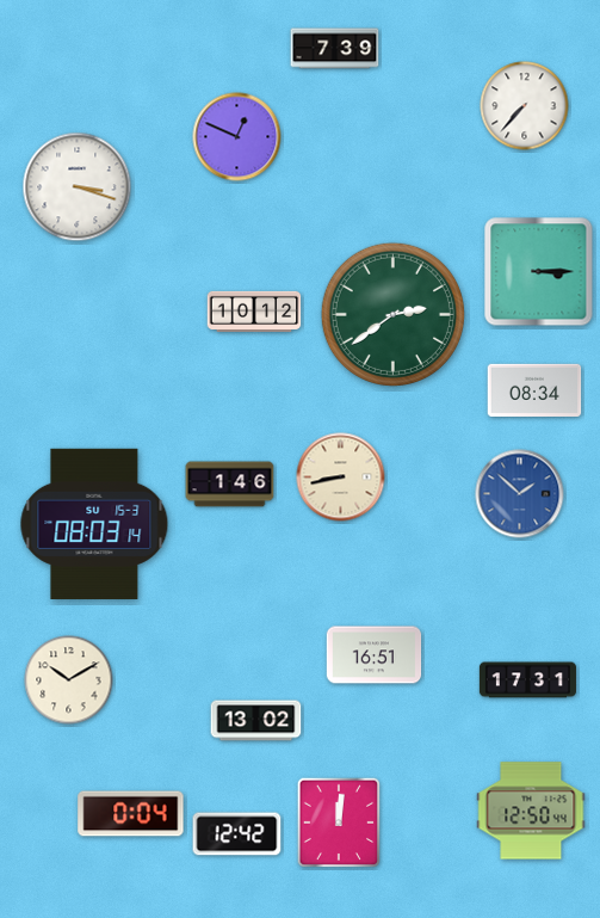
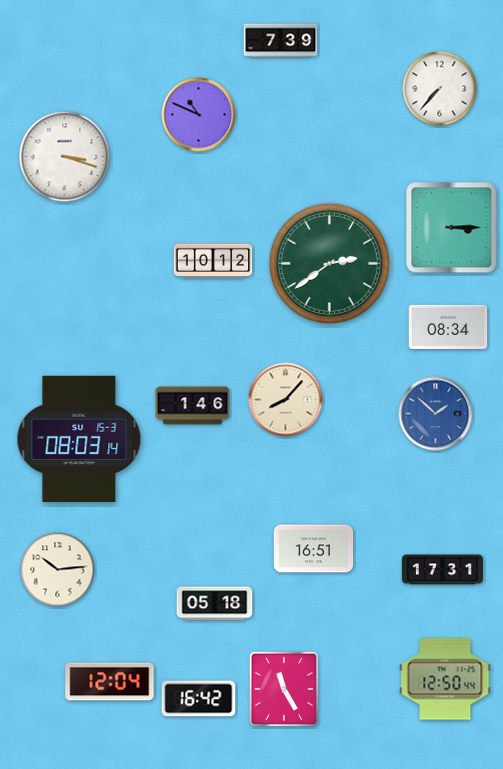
clock at (237, 137): 12:49 -> 10:49
clock at (341, 478): 8:43 -> 8:07
clock at (69, 680): 10:10 -> 10:14
clock at (256, 721): 13:02 -> 05:18
clock at (131, 814): 0:04 -> 12:04
clock at (339, 822): 12:01 -> 11:25
clock at (237, 834): 12:42 -> 16:42
